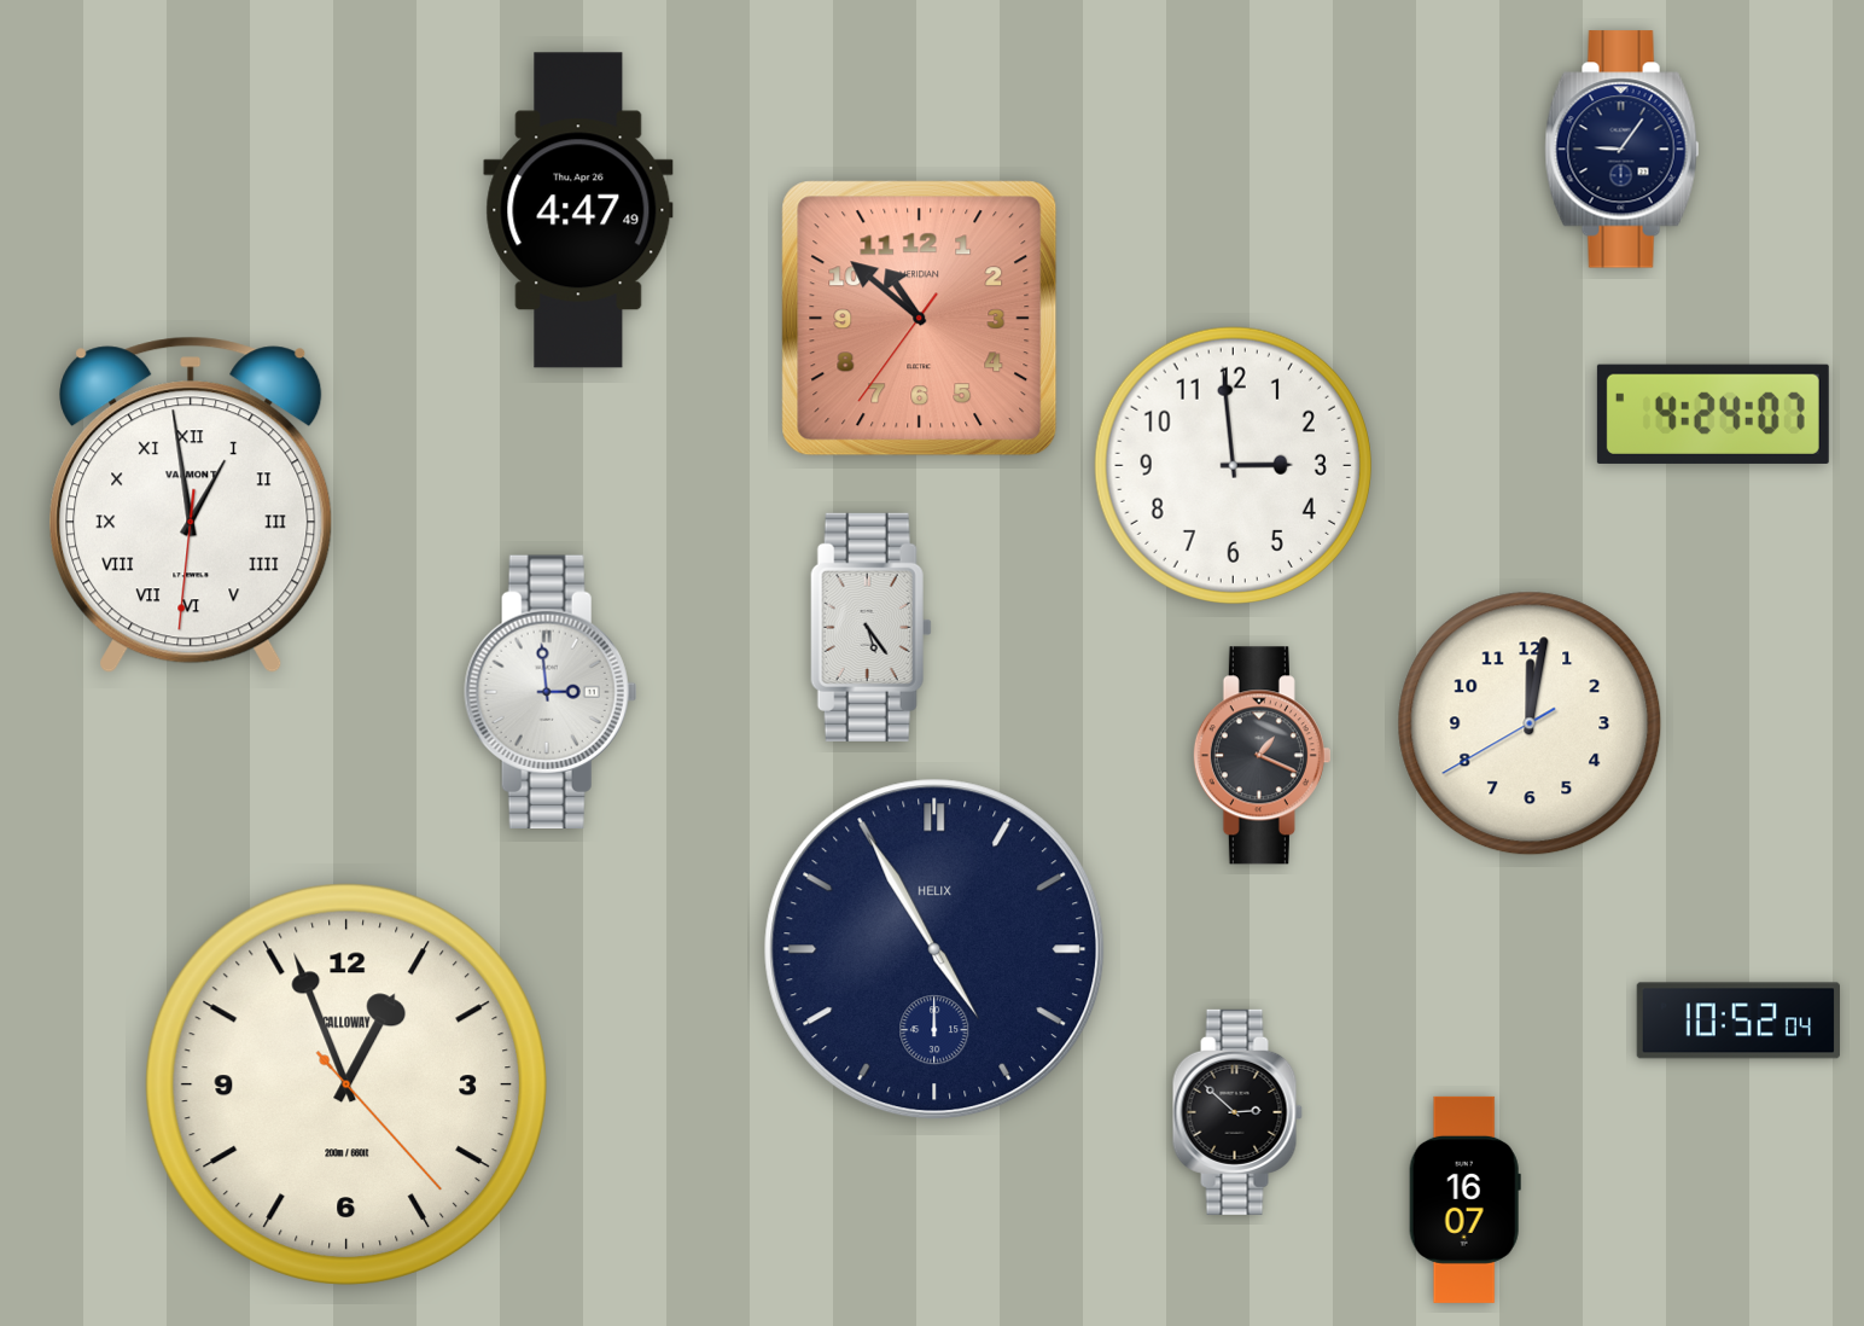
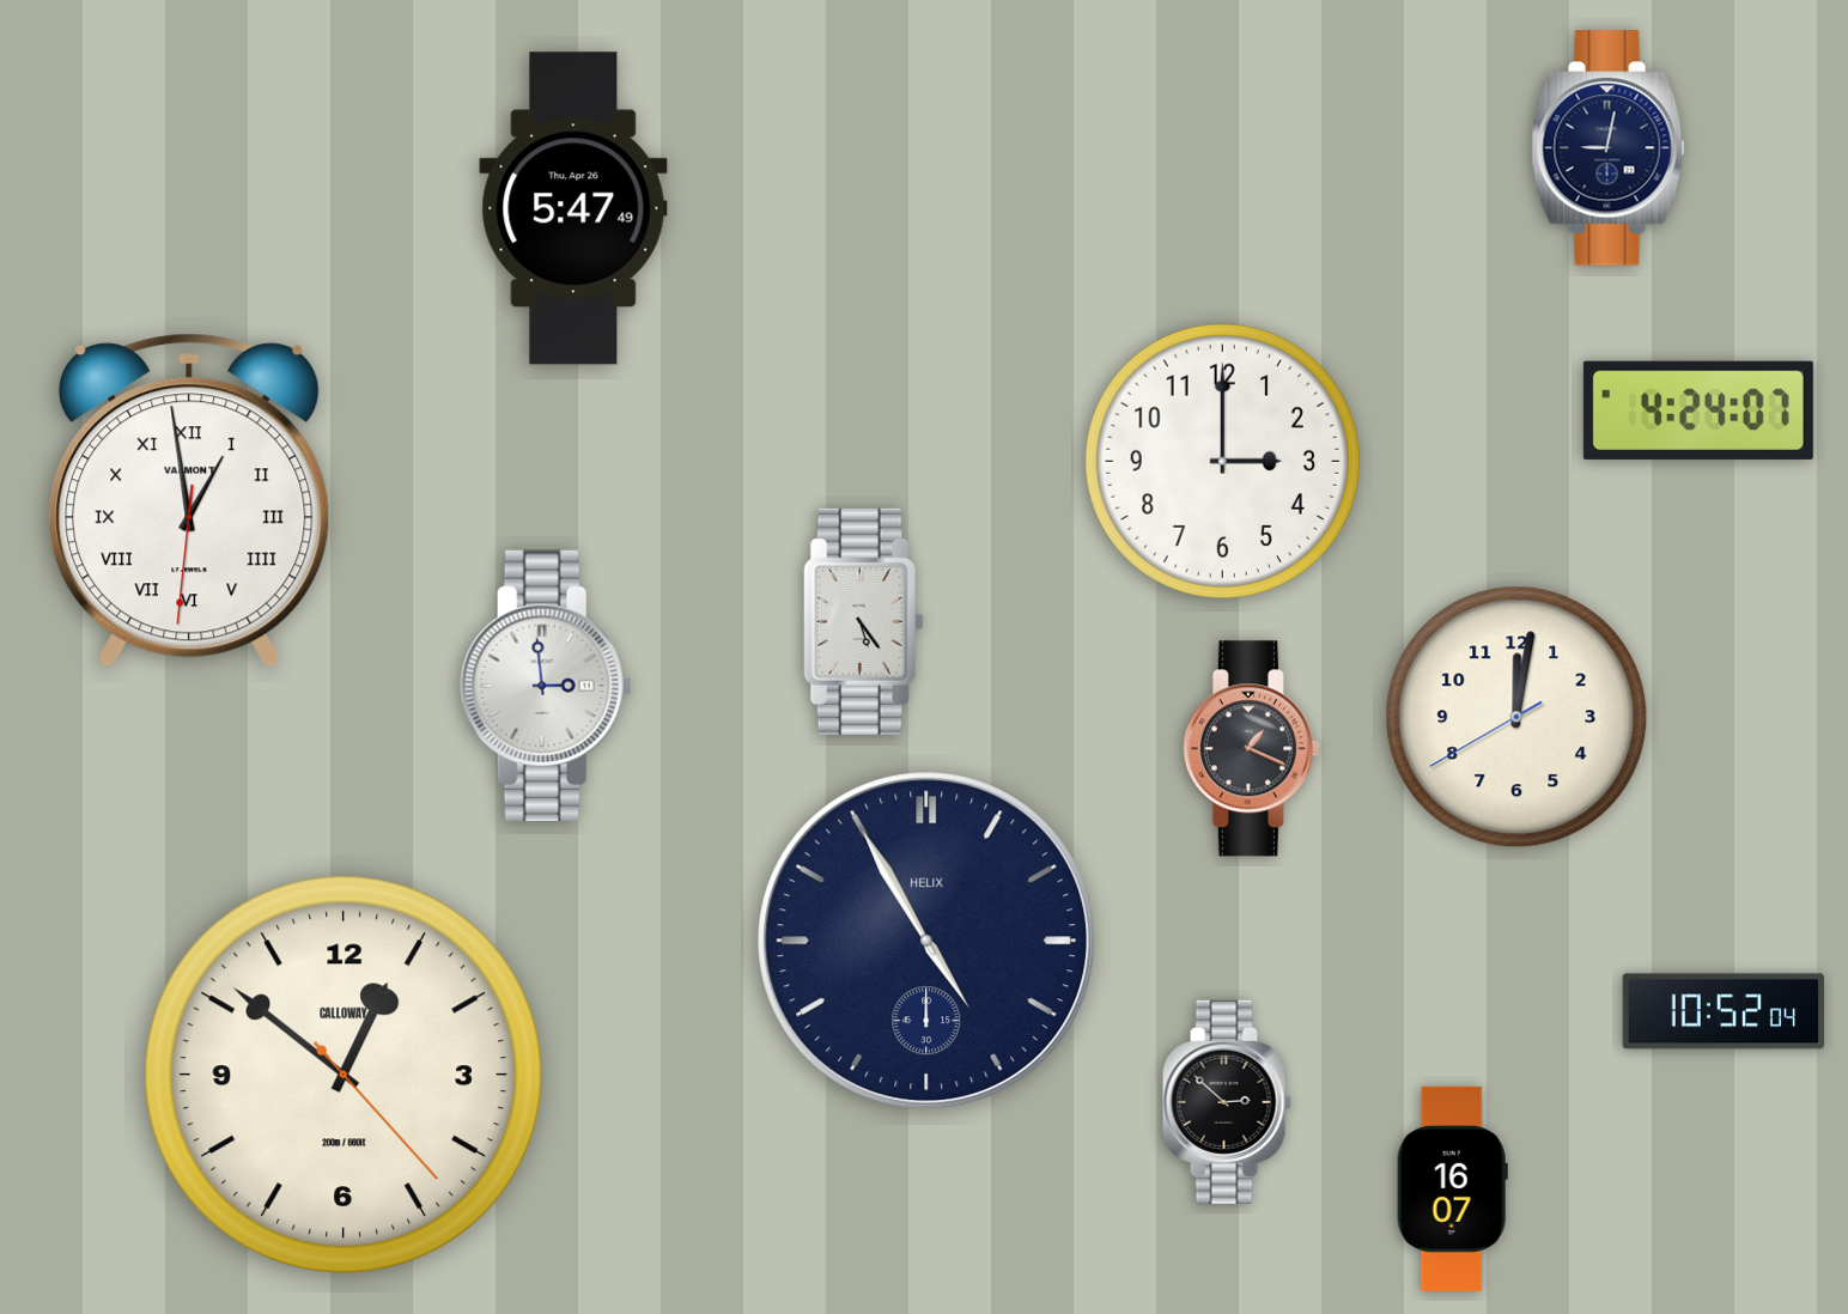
clock at (1623, 150): 9:06 -> 9:02
clock at (578, 210): 4:47 -> 5:47
clock at (920, 319): 10:51 -> none
clock at (1233, 465): 2:59 -> 3:00
clock at (346, 1084): 12:56 -> 12:51
